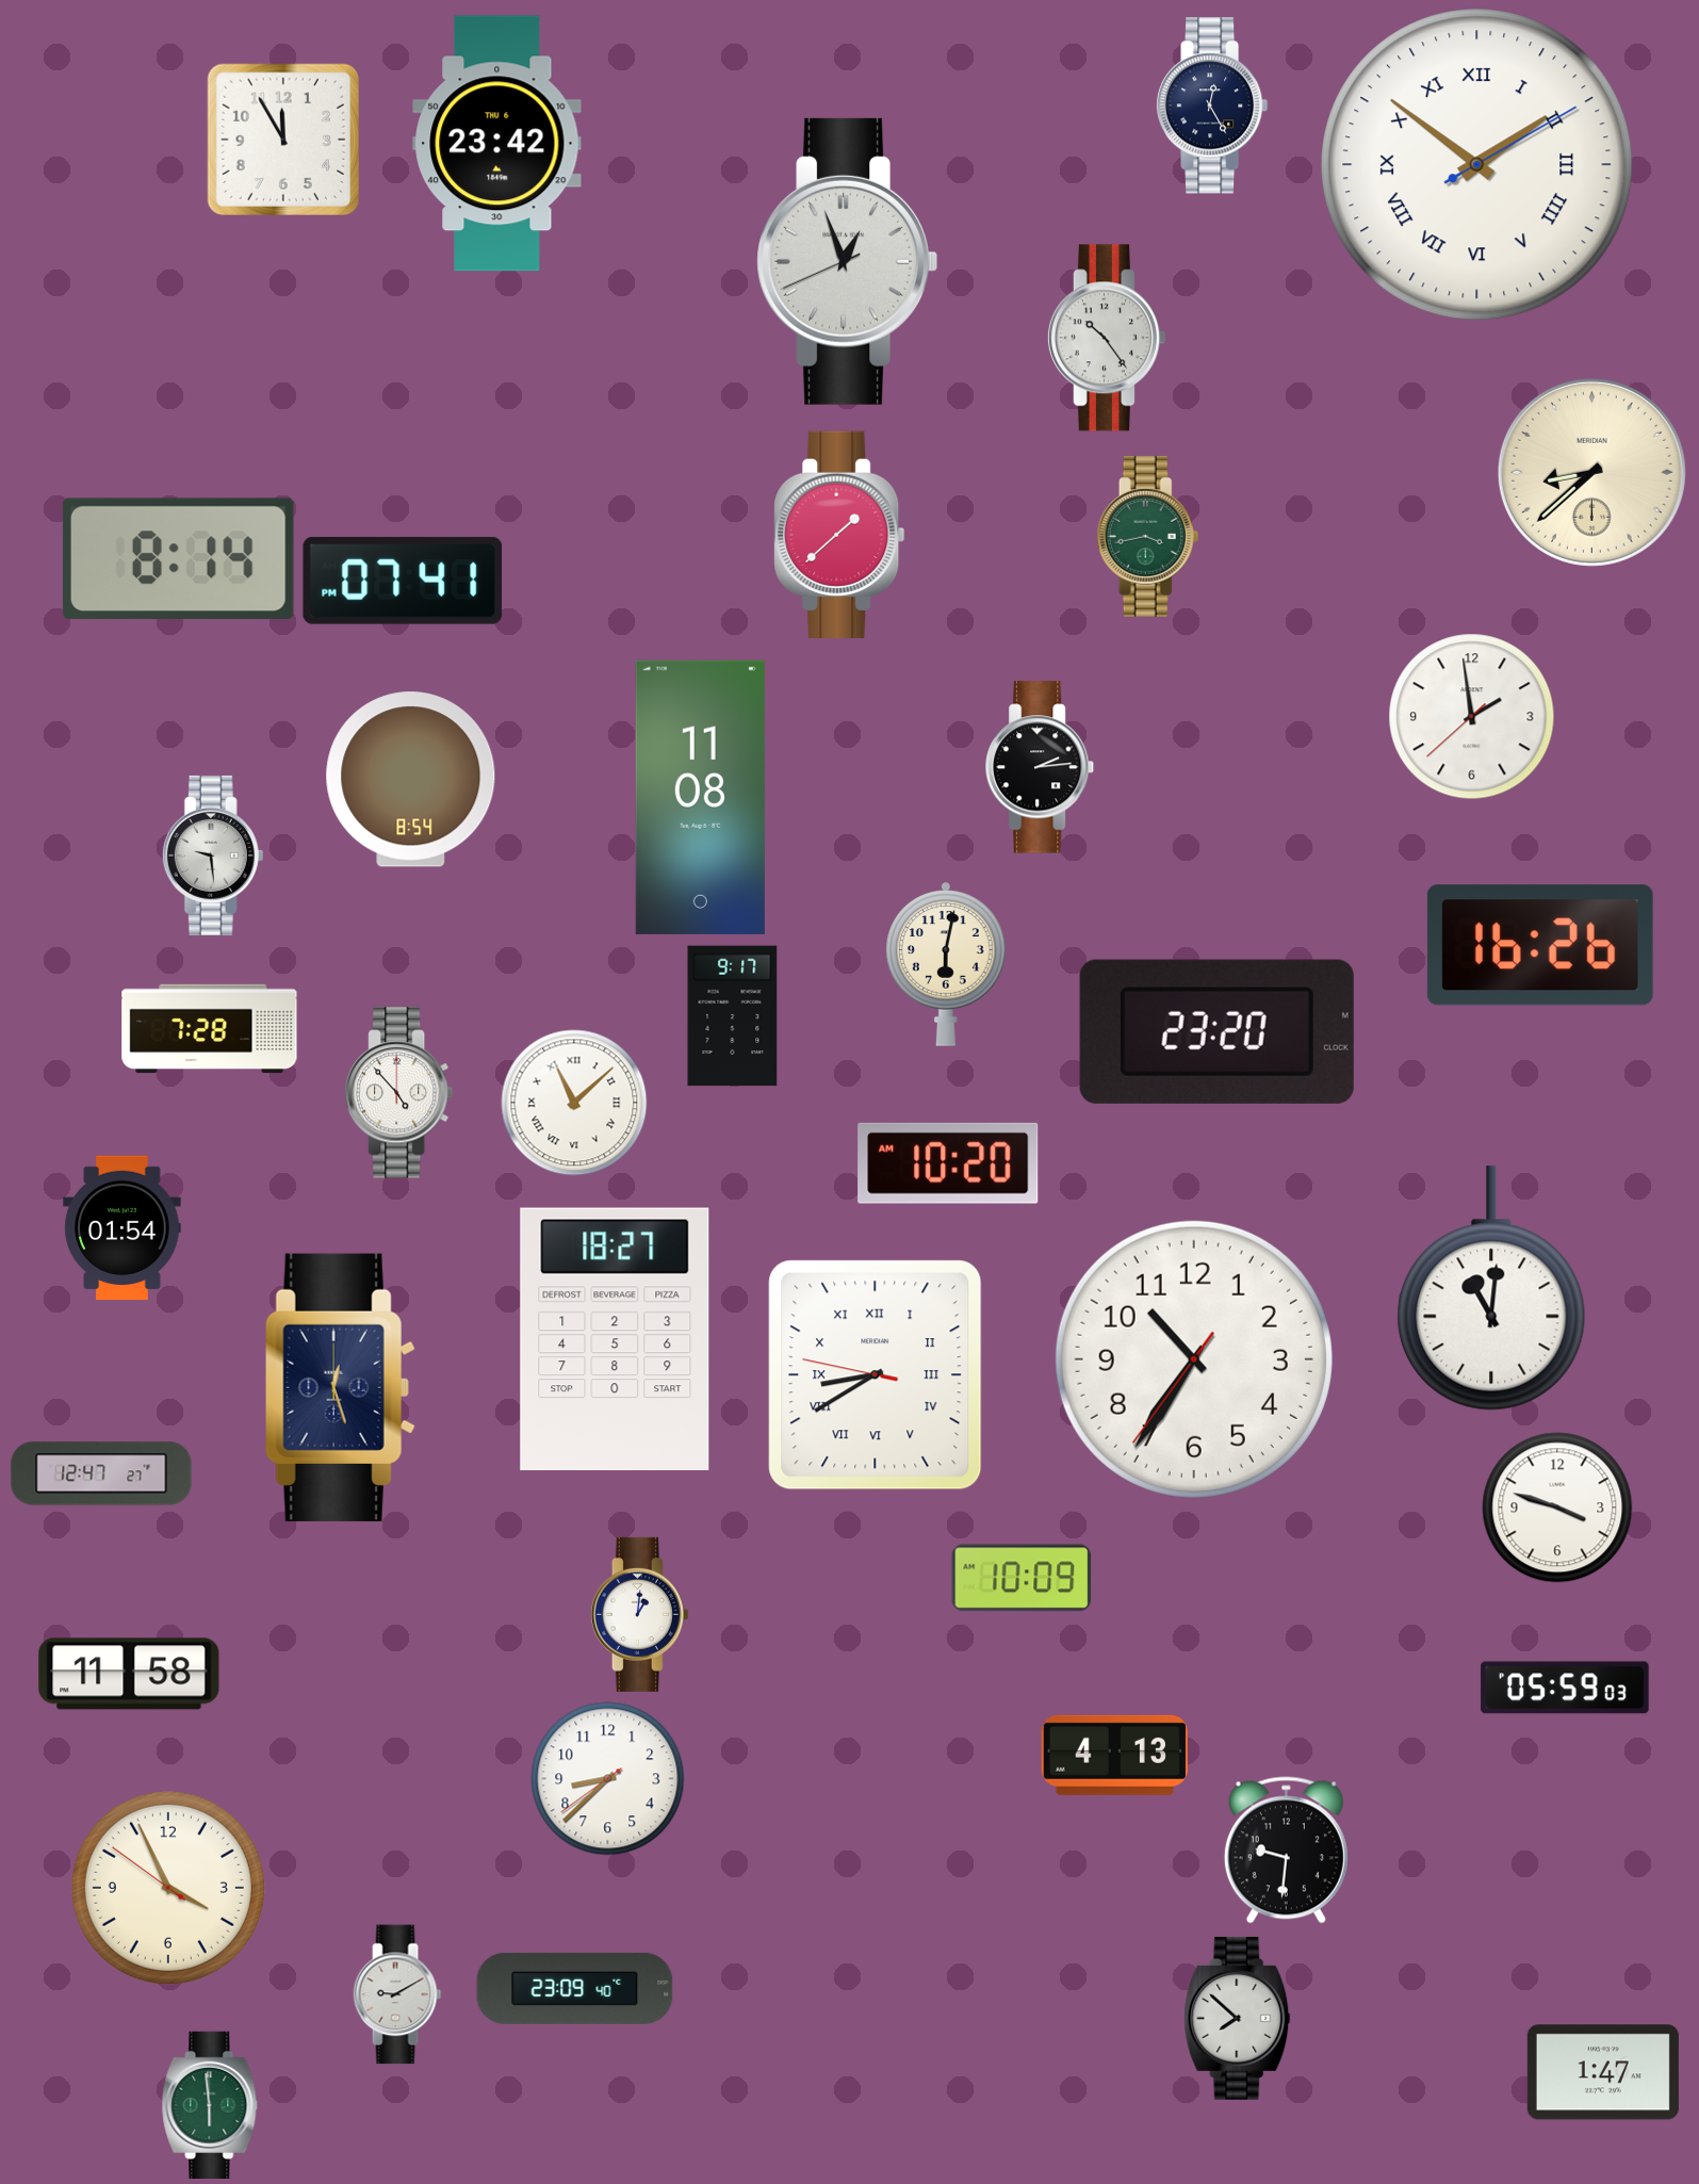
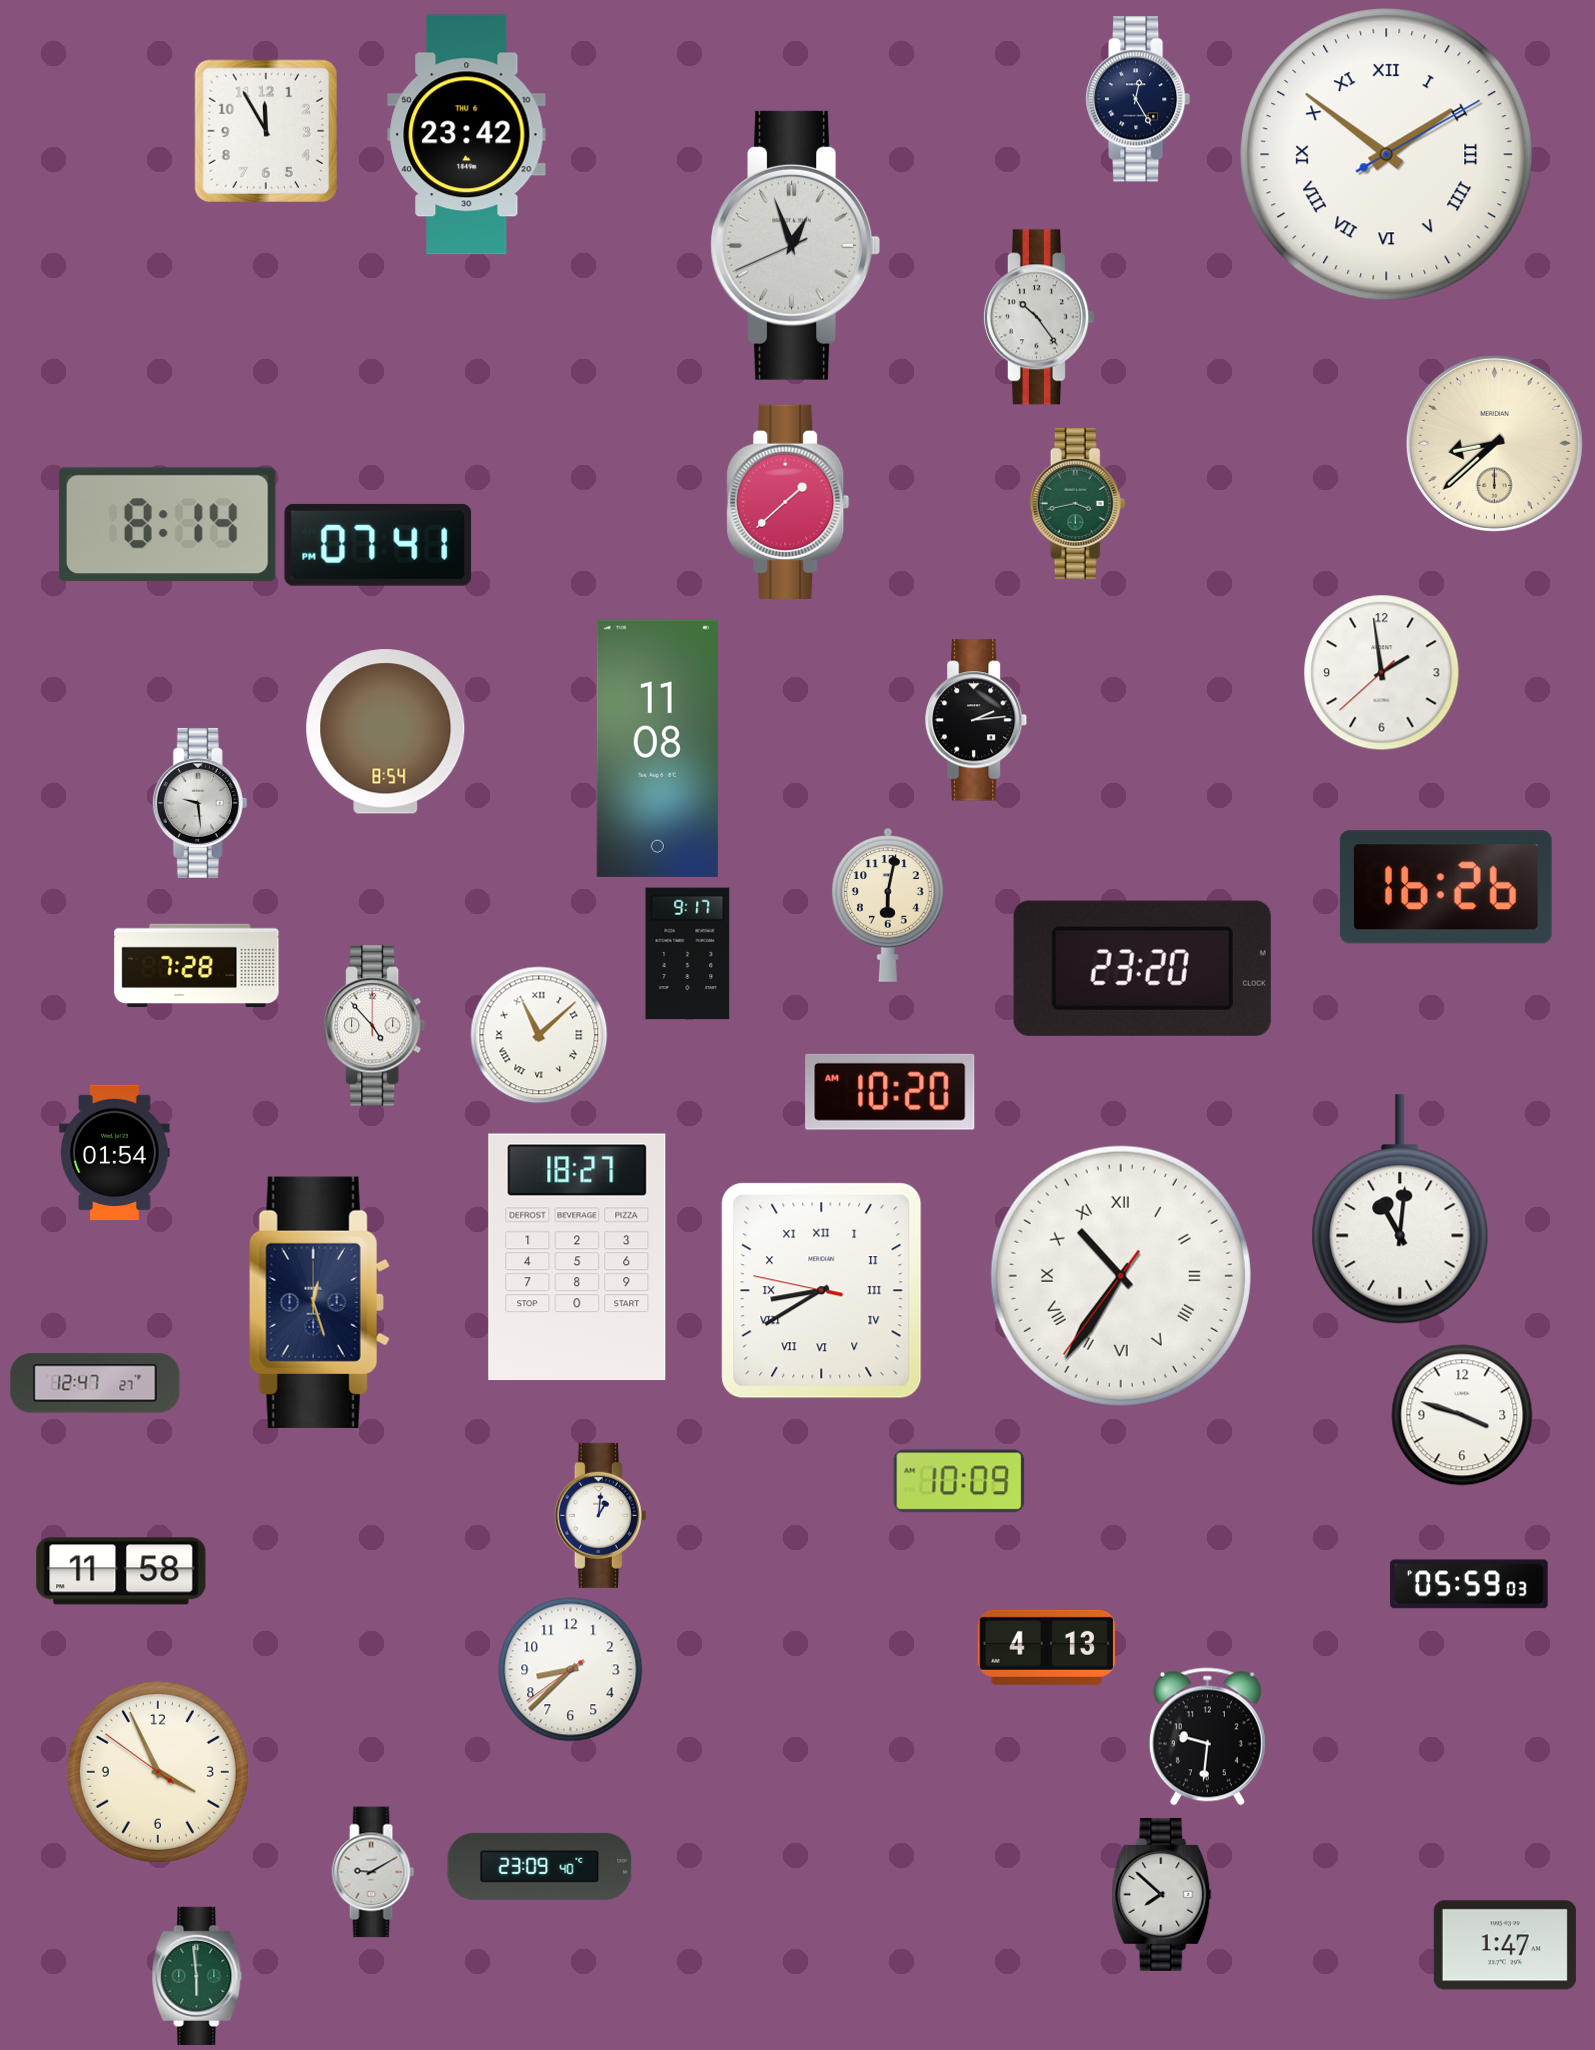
clock at (1194, 1359) numerals: Arabic -> Roman
